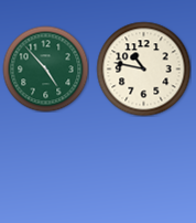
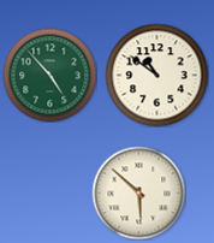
clock at (143, 68): 10:47 -> 10:51
clock at (138, 192): none -> 5:52
